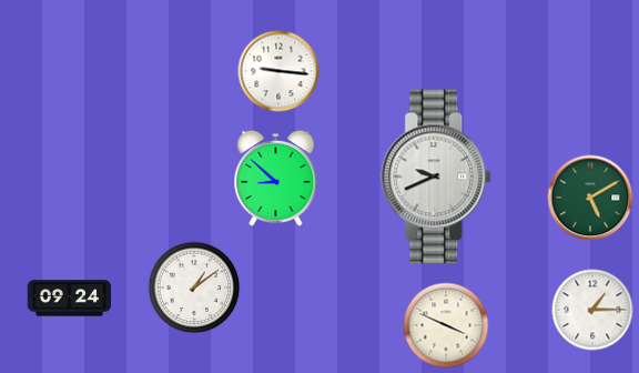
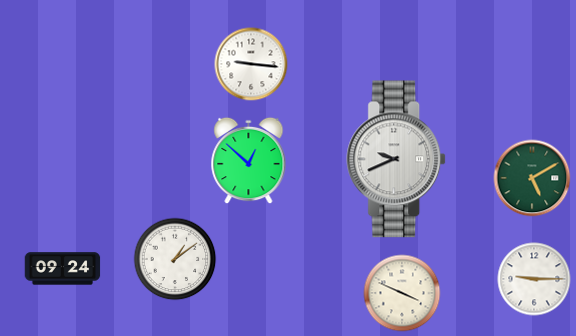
clock at (437, 177) position: (437, 177) -> (397, 159)
clock at (276, 179): 8:52 -> 12:52
clock at (592, 310): 1:15 -> 9:15
